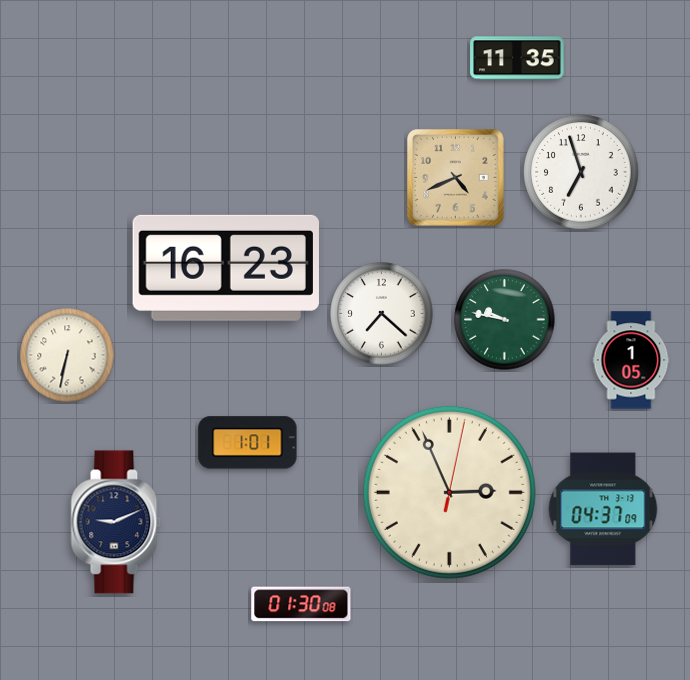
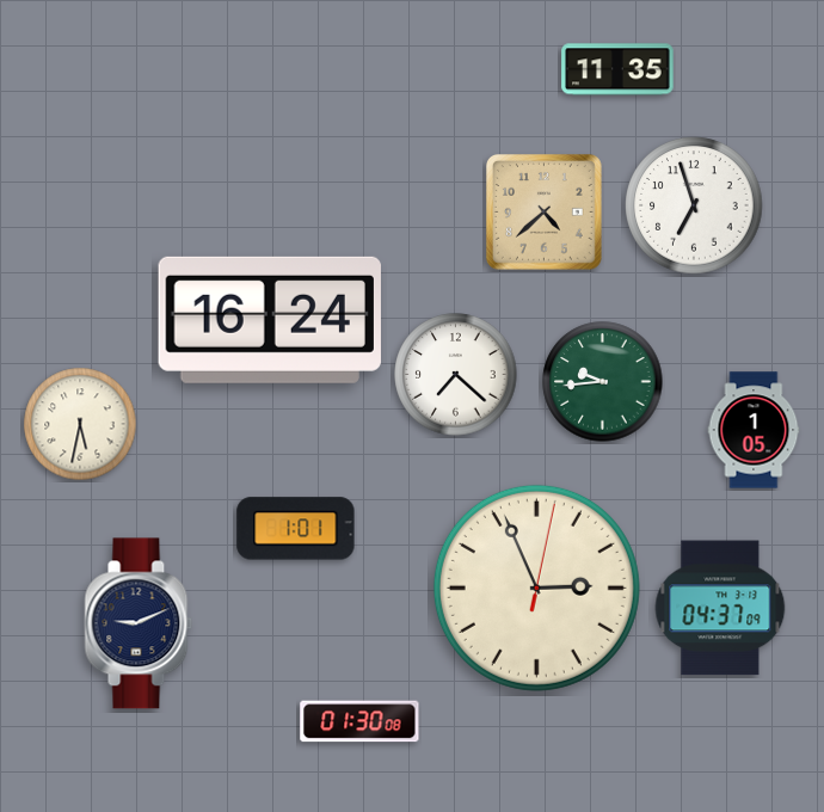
clock at (456, 178): 4:41 -> 4:38
clock at (226, 268): 16:23 -> 16:24
clock at (505, 320): 9:47 -> 9:44
clock at (67, 355): 6:32 -> 5:32
